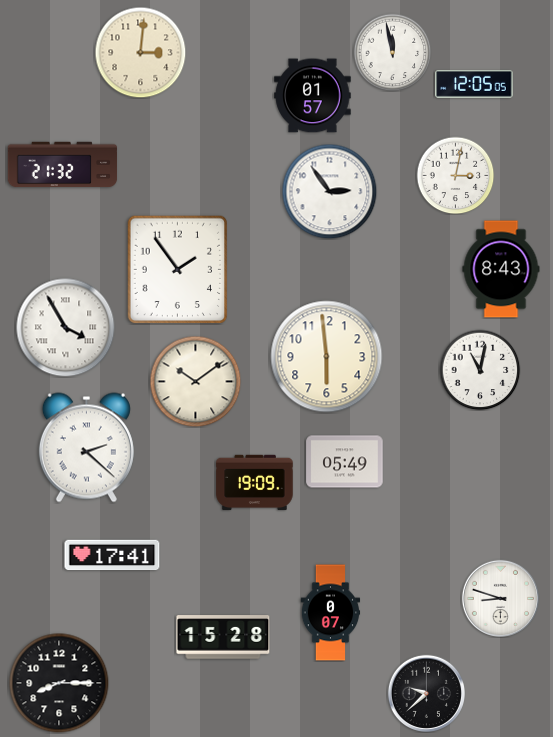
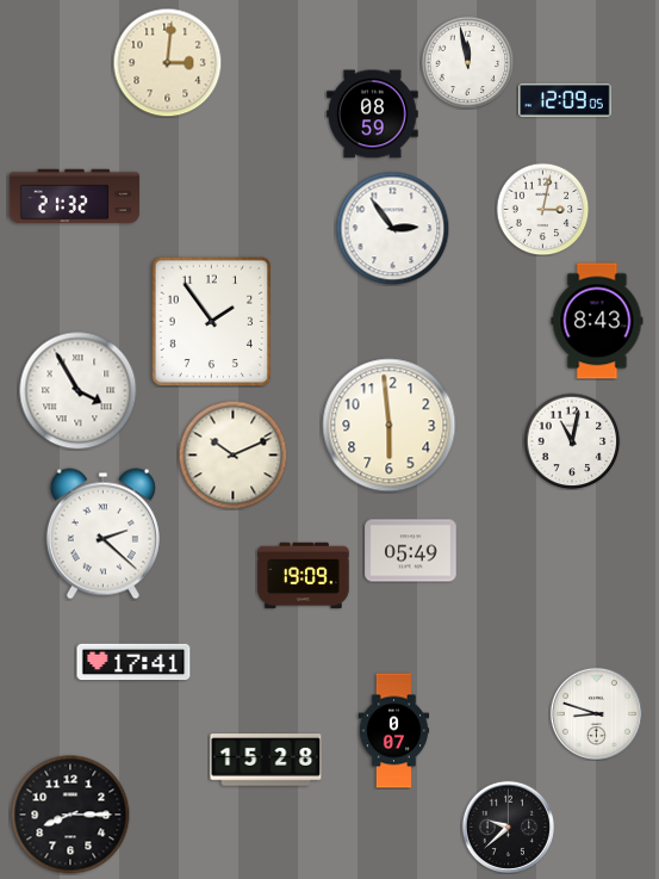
clock at (474, 84): 12:05 -> 12:09
clock at (313, 96): 01:57 -> 08:59
clock at (195, 381): 10:09 -> 10:11
